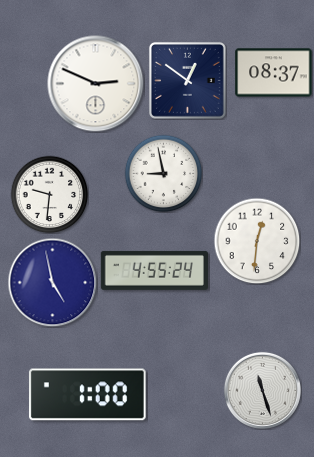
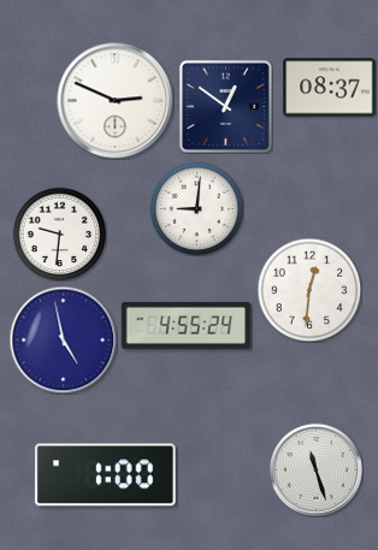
clock at (187, 80) position: (187, 80) -> (225, 106)
clock at (163, 173): 8:58 -> 9:01
